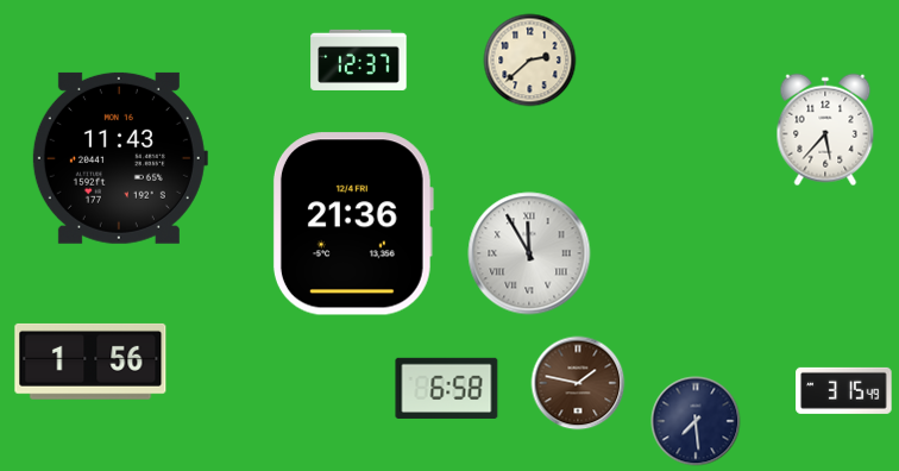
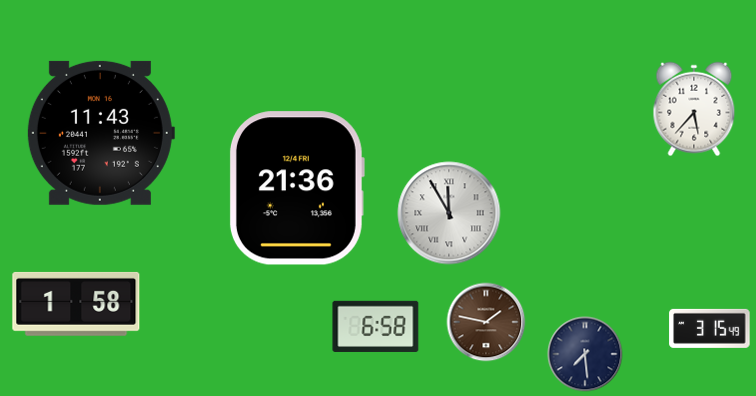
clock at (359, 59): 12:37 -> none
clock at (530, 61): 2:38 -> none
clock at (529, 253) position: (529, 253) -> (449, 213)
clock at (90, 362): 1:56 -> 1:58
